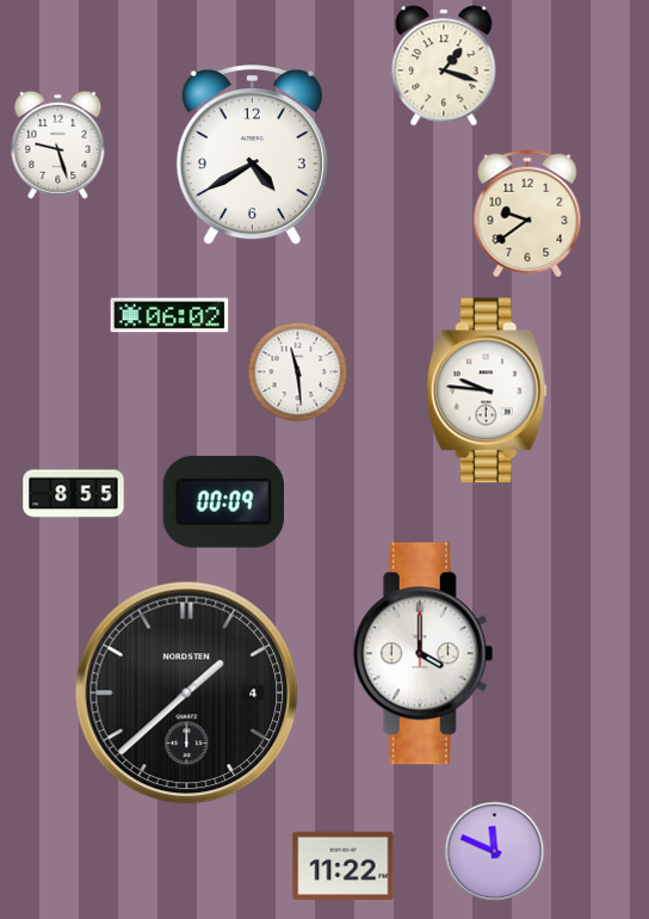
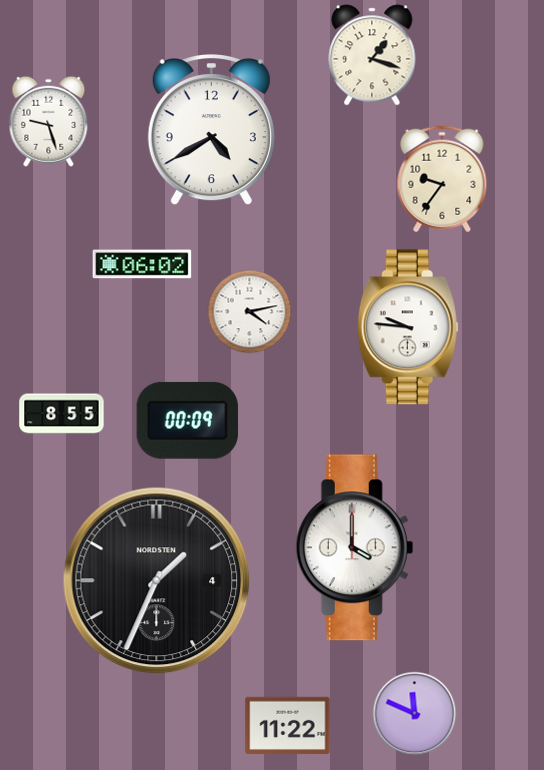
clock at (527, 214): 9:39 -> 9:36
clock at (298, 372): 11:29 -> 4:13
clock at (187, 693): 1:38 -> 1:34
